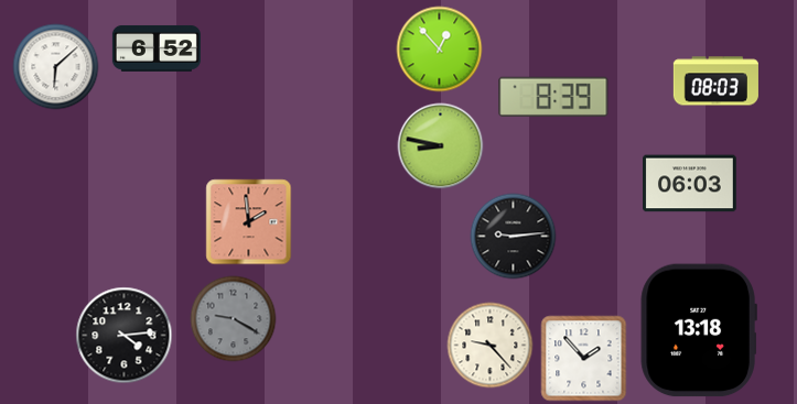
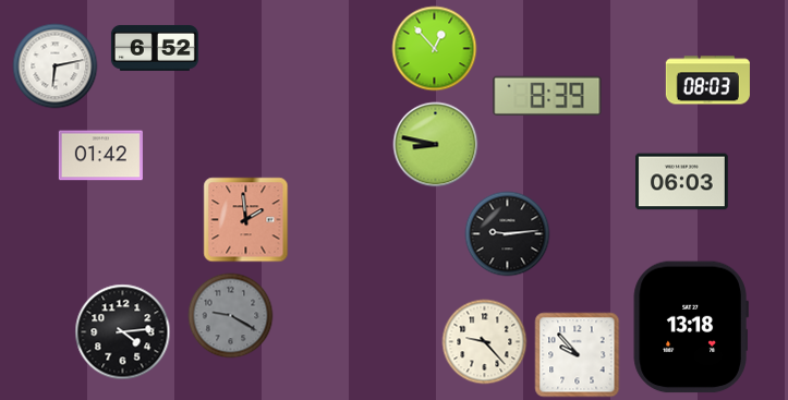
clock at (55, 66): 6:08 -> 6:13
clock at (100, 156): none -> 01:42
clock at (583, 358): 1:53 -> 9:53
